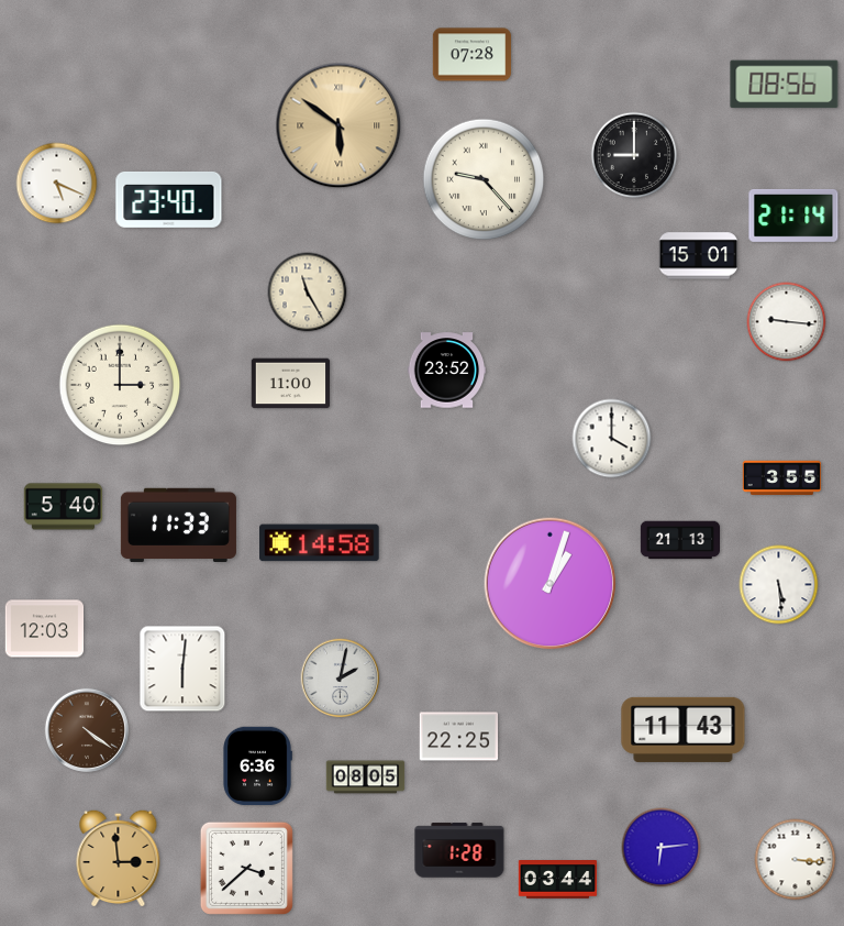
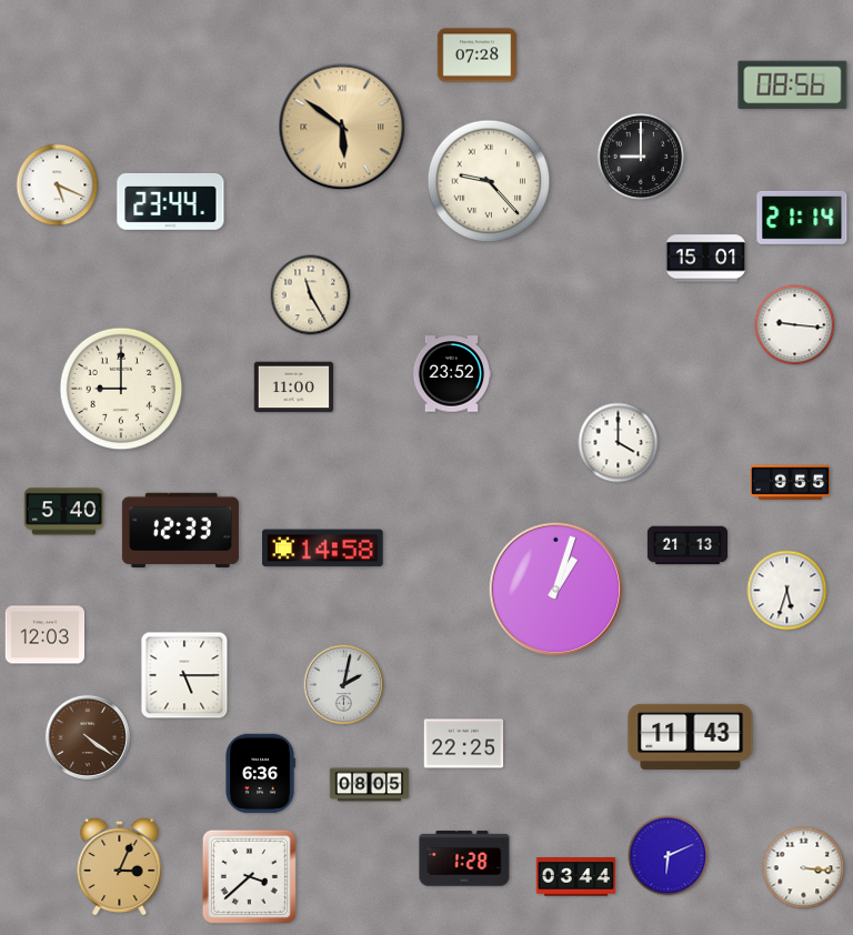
clock at (169, 199): 23:40 -> 23:44
clock at (120, 385): 3:00 -> 9:00
clock at (782, 478): 3:55 -> 9:55
clock at (178, 526): 11:33 -> 12:33
clock at (779, 585): 5:29 -> 5:33
clock at (182, 669): 6:01 -> 5:15
clock at (662, 848): 6:14 -> 6:11
clock at (119, 858): 2:59 -> 3:04
clock at (558, 880) position: (558, 880) -> (576, 877)
